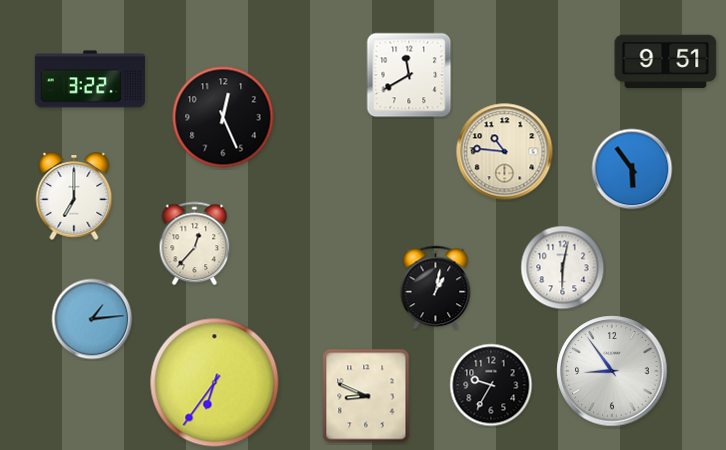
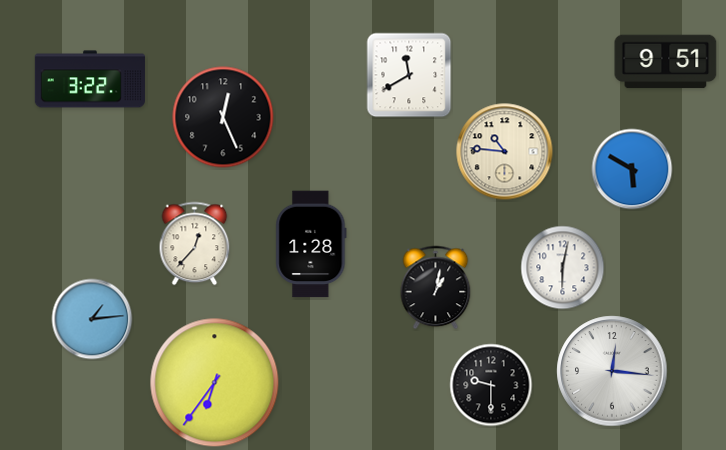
clock at (632, 169): 5:54 -> 5:50
clock at (74, 196): 7:00 -> none
clock at (311, 244): none -> 1:28
clock at (612, 371): 8:54 -> 12:16
clock at (491, 385): 9:35 -> 9:30
clock at (366, 396): 8:49 -> none
